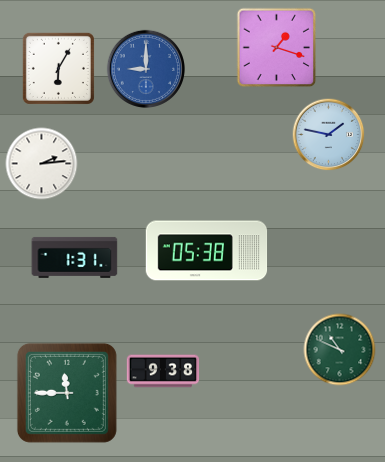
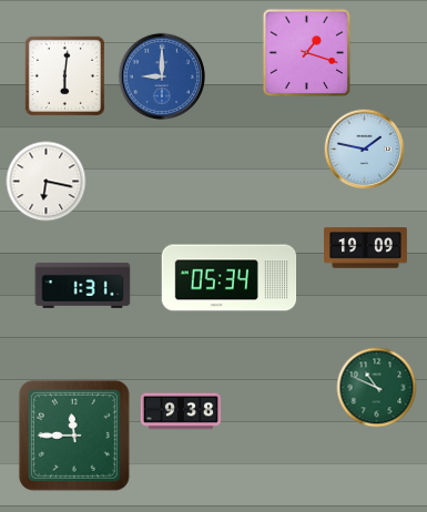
clock at (58, 68): 6:05 -> 6:01
clock at (42, 164): 2:14 -> 6:17
clock at (366, 248): none -> 19:09
clock at (207, 251): 05:38 -> 05:34
